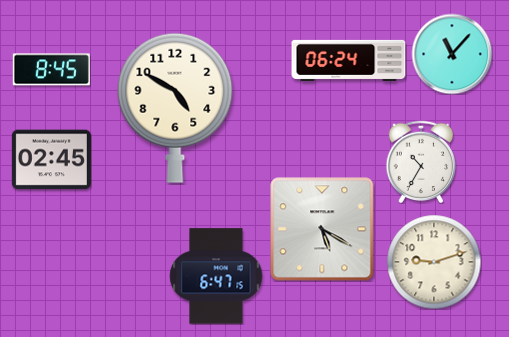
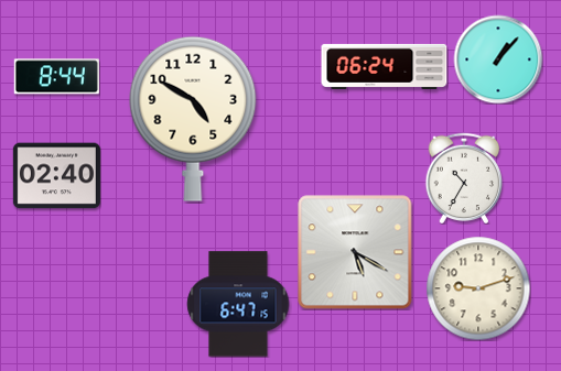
clock at (452, 54): 11:07 -> 1:07
clock at (51, 70): 8:45 -> 8:44
clock at (51, 160): 02:45 -> 02:40
